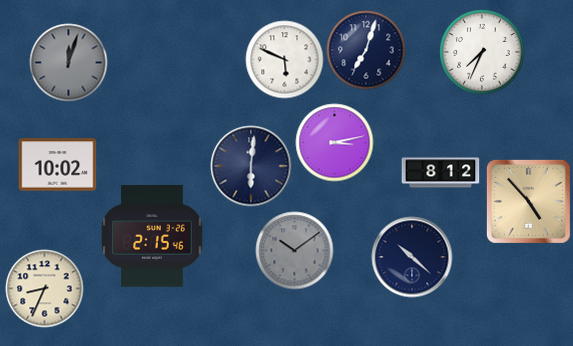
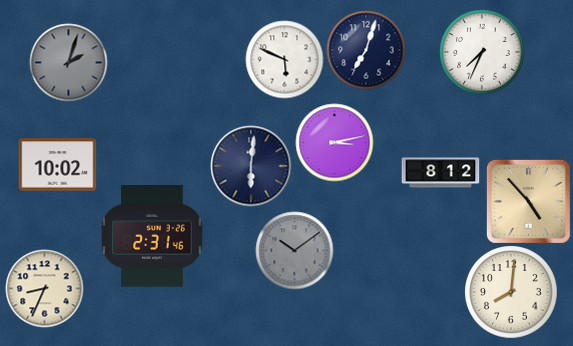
clock at (68, 62): 12:03 -> 2:03
clock at (152, 236): 2:15 -> 2:31
clock at (412, 257): 10:22 -> none
clock at (511, 292): none -> 8:01
